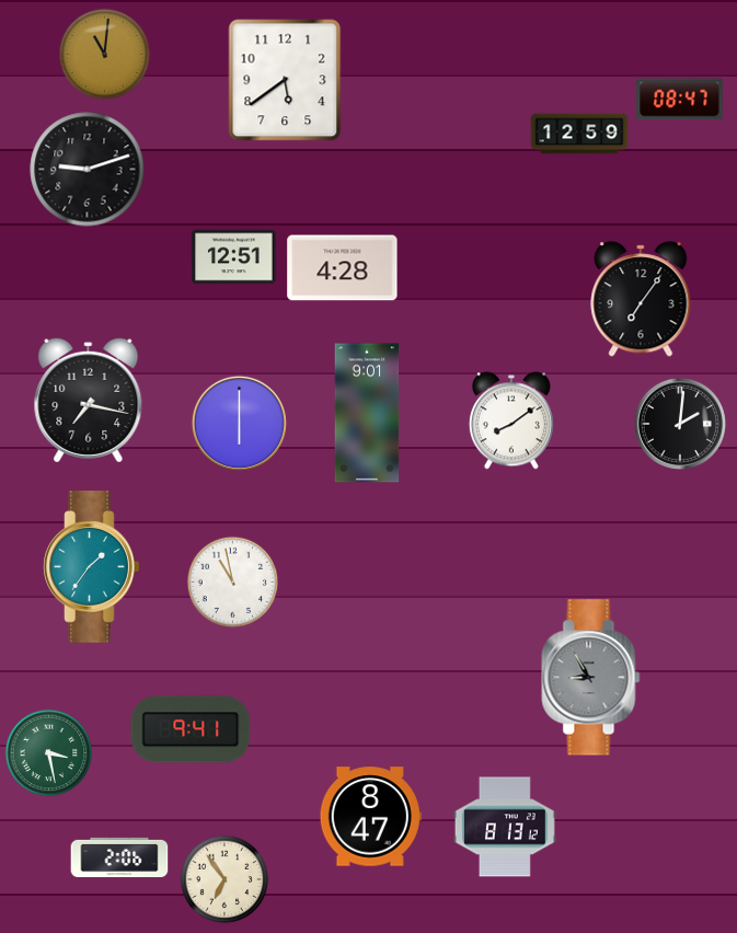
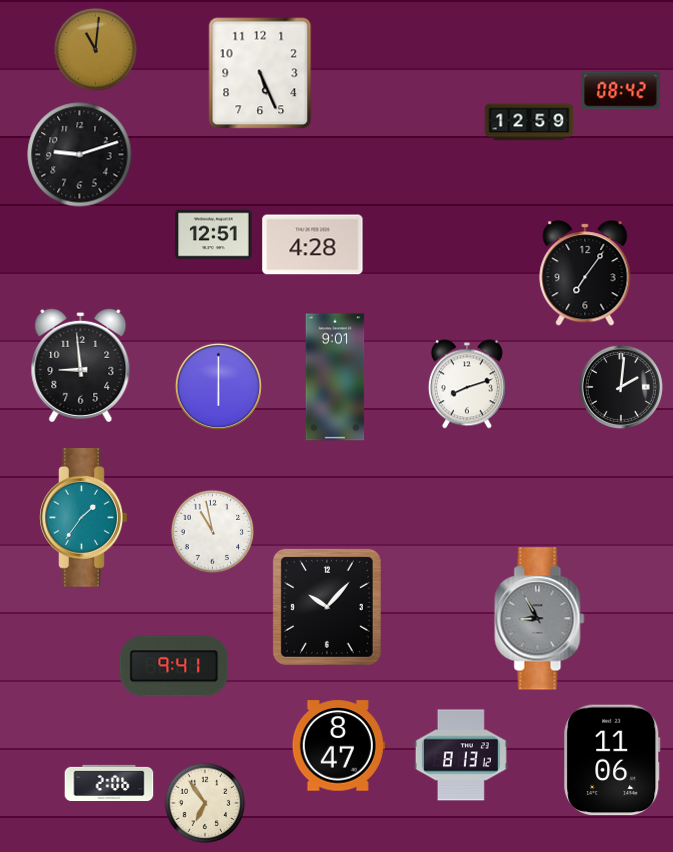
clock at (285, 80): 5:39 -> 5:26
clock at (680, 100): 08:47 -> 08:42
clock at (89, 400): 7:17 -> 8:59
clock at (511, 421): 8:09 -> 8:12
clock at (327, 607): none -> 10:07
clock at (49, 753): 3:28 -> none
clock at (612, 760): none -> 11:06
